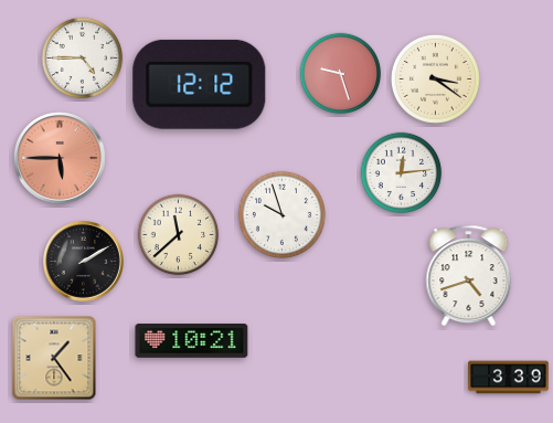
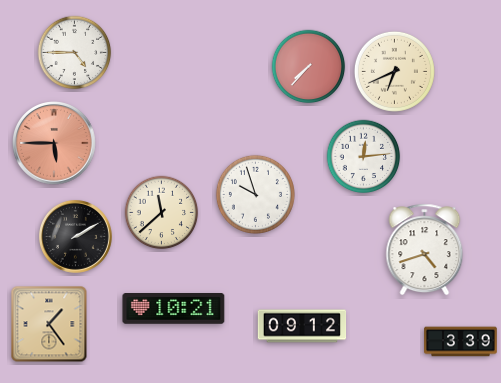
clock at (341, 74): 9:27 -> 7:37
clock at (435, 78): 3:21 -> 6:41
clock at (200, 84): 12:12 -> none
clock at (302, 326): none -> 09:12
